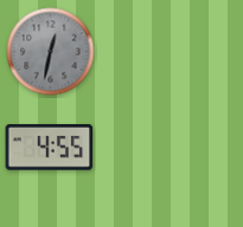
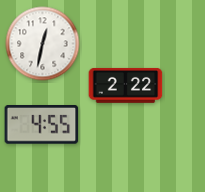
clock at (51, 52) dial: grey -> white
clock at (126, 86): none -> 2:22
